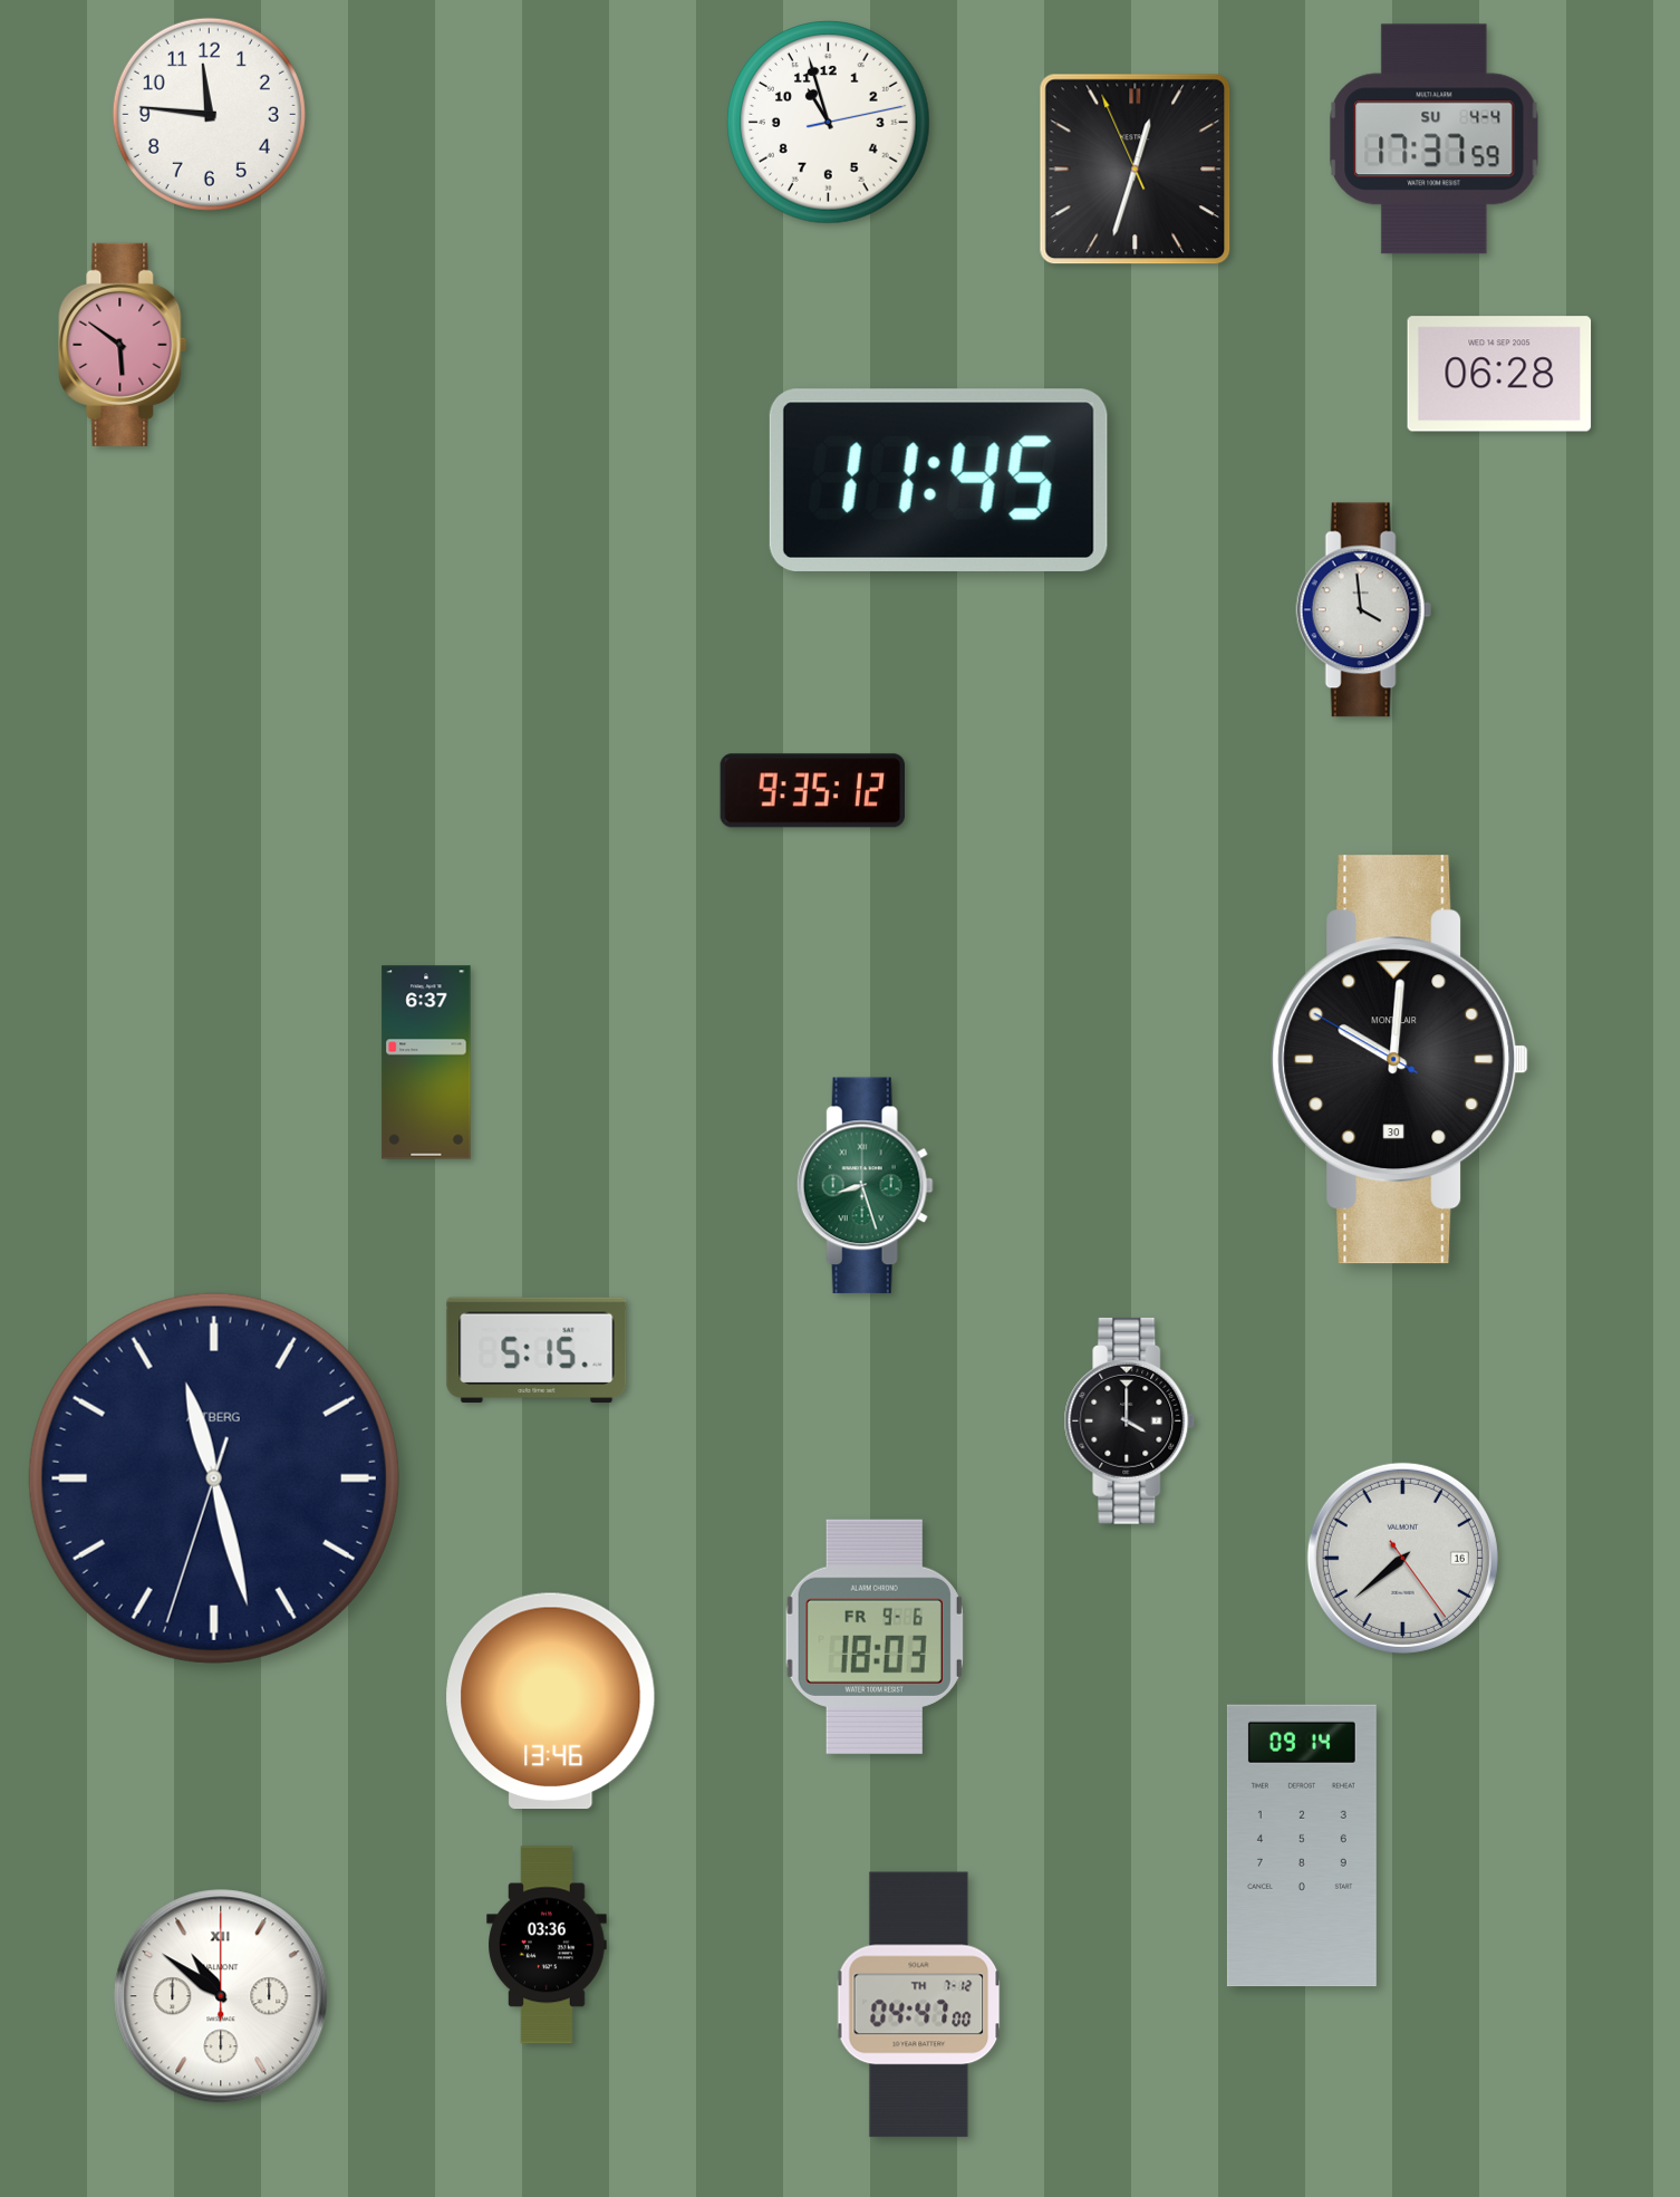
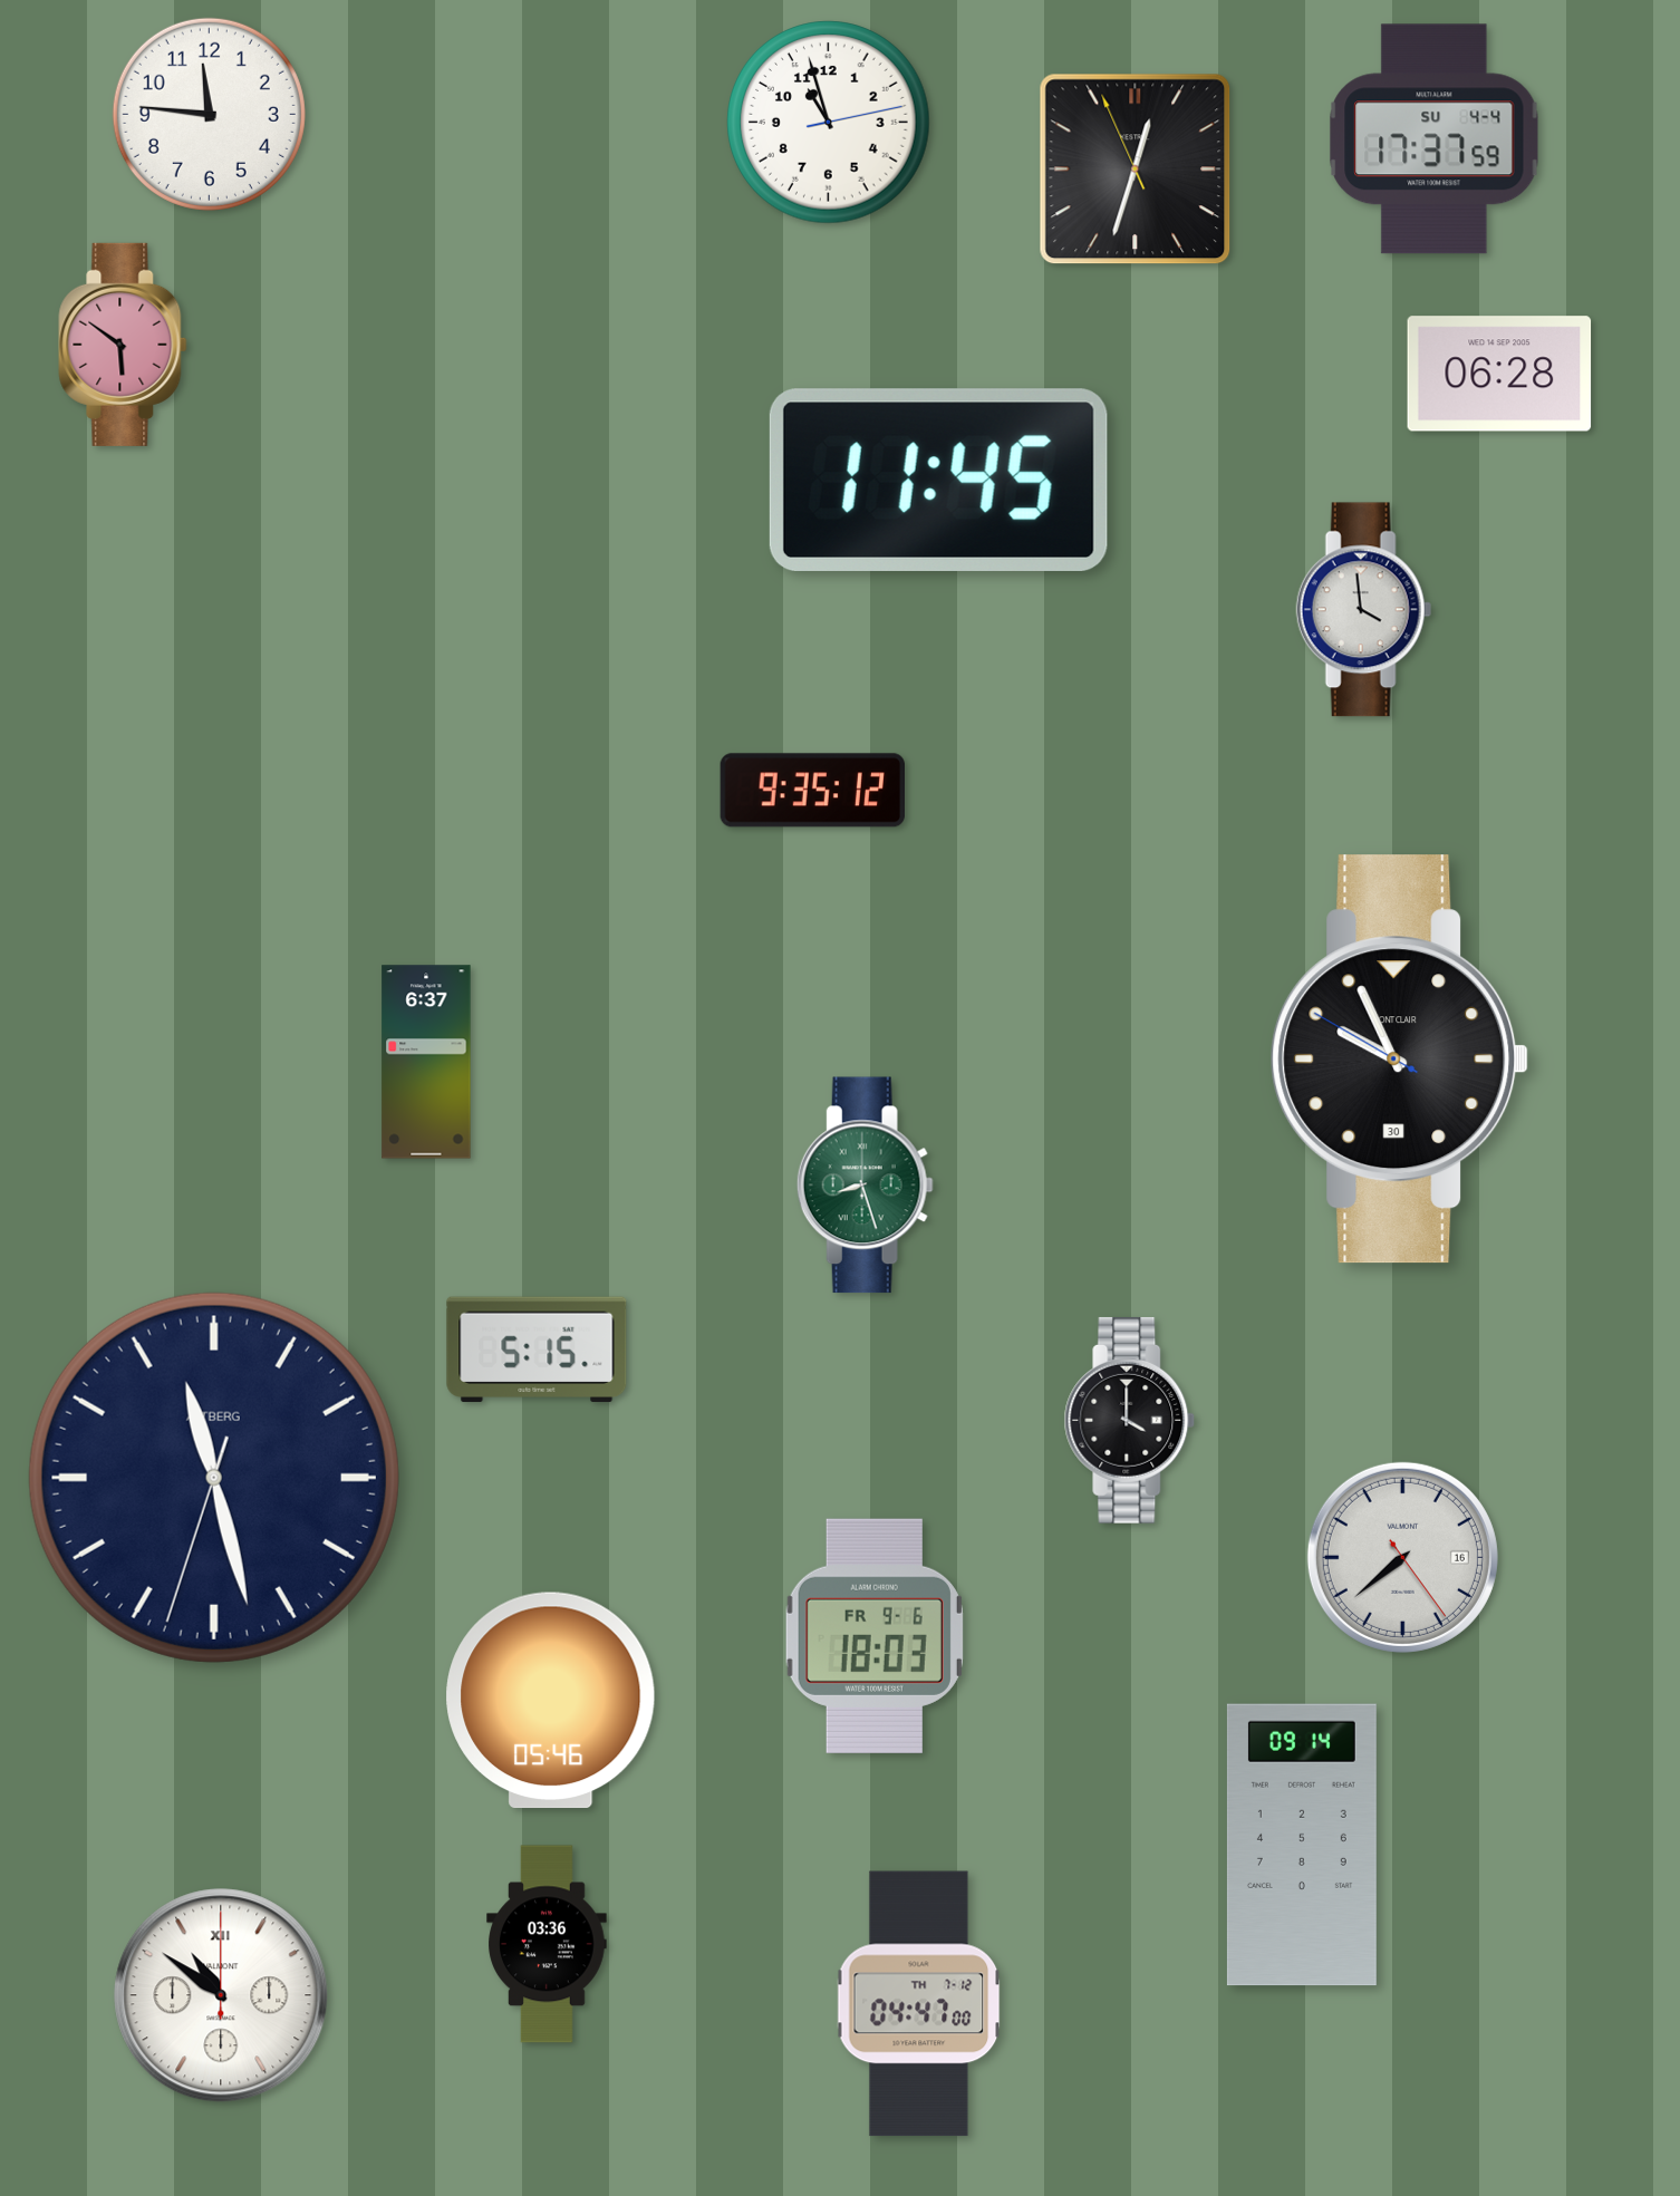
clock at (1400, 1060): 10:00 -> 9:55
clock at (551, 1702): 13:46 -> 05:46
